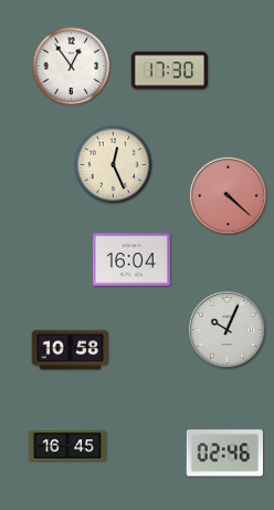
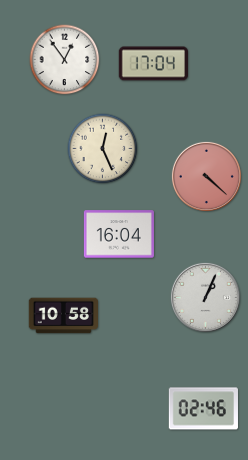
clock at (169, 71): 17:30 -> 17:04
clock at (226, 329): 10:04 -> 1:04
clock at (67, 446): 16:45 -> none
